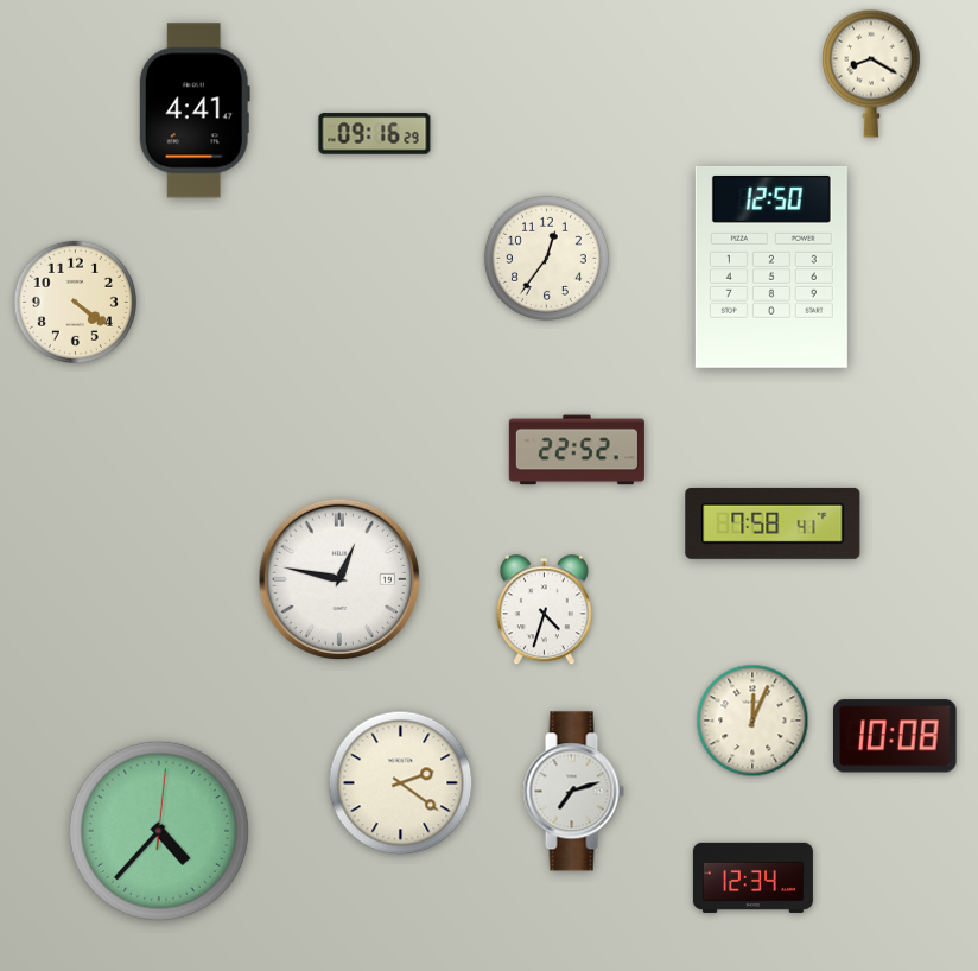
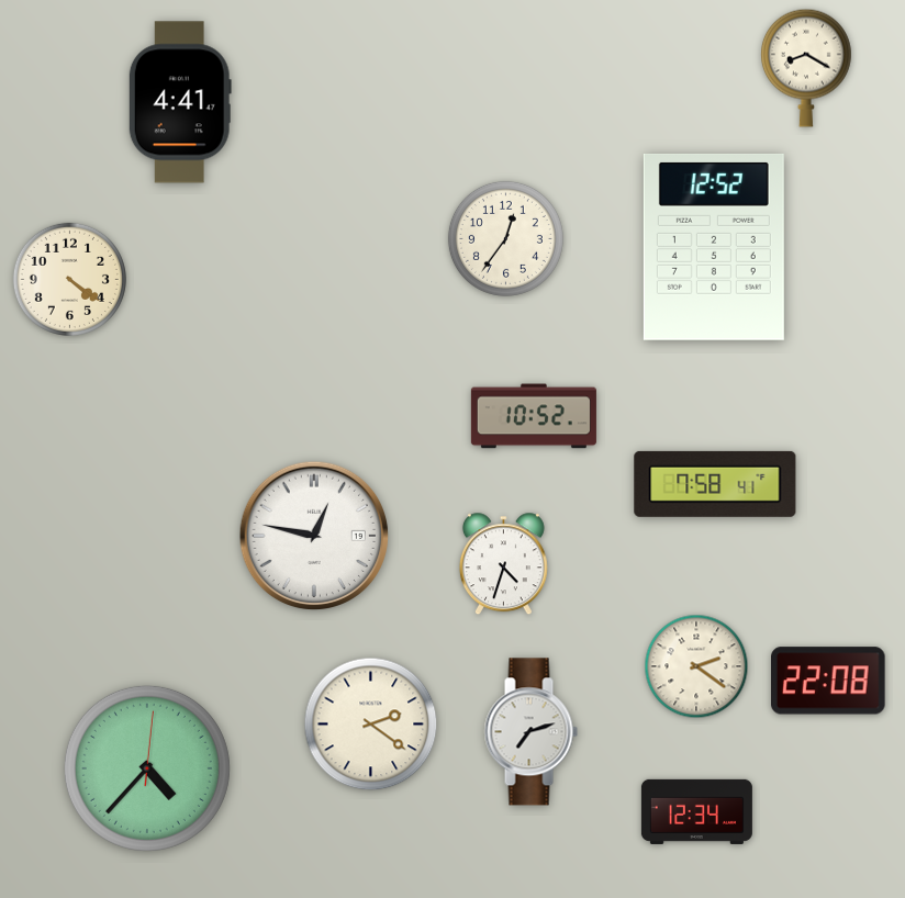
clock at (375, 134): 09:16 -> none
clock at (771, 267): 12:50 -> 12:52
clock at (577, 450): 22:52 -> 10:52
clock at (752, 721): 12:04 -> 2:21
clock at (896, 736): 10:08 -> 22:08
